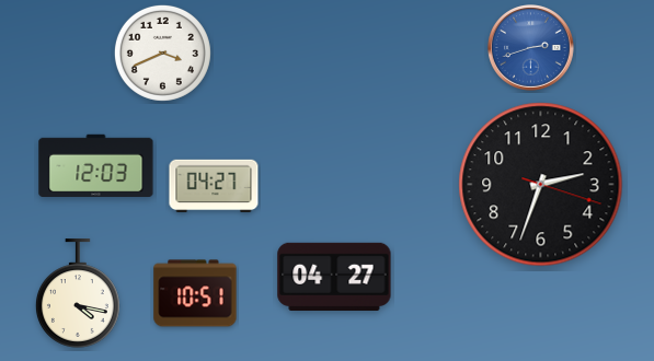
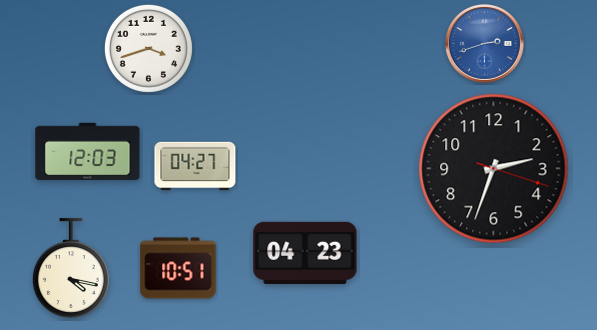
clock at (162, 53): 3:41 -> 3:42
clock at (214, 186) position: (214, 186) -> (195, 166)
clock at (334, 277): 04:27 -> 04:23
